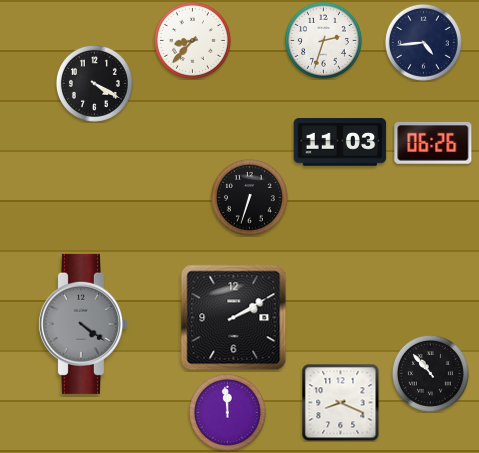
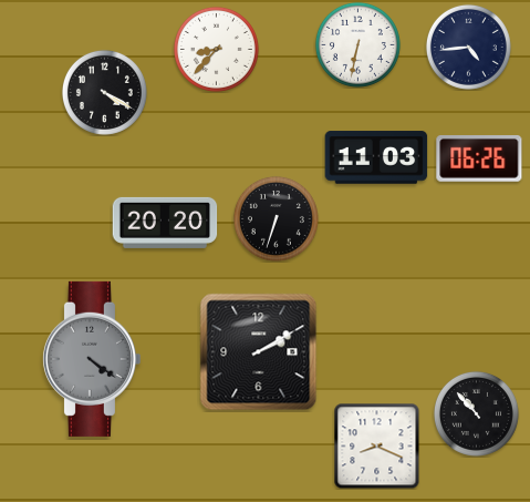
clock at (192, 40) position: (192, 40) -> (216, 49)
clock at (323, 40): 2:33 -> 6:32
clock at (165, 223): none -> 20:20
clock at (227, 412): 11:59 -> none
